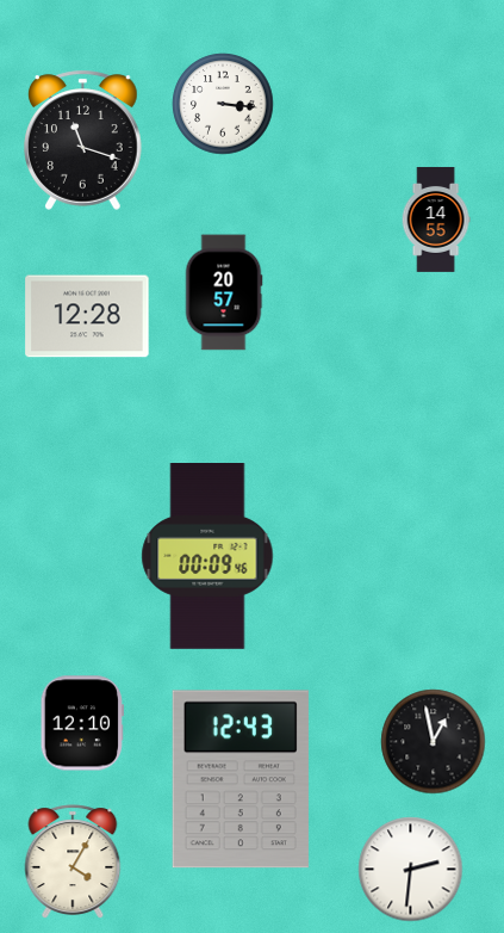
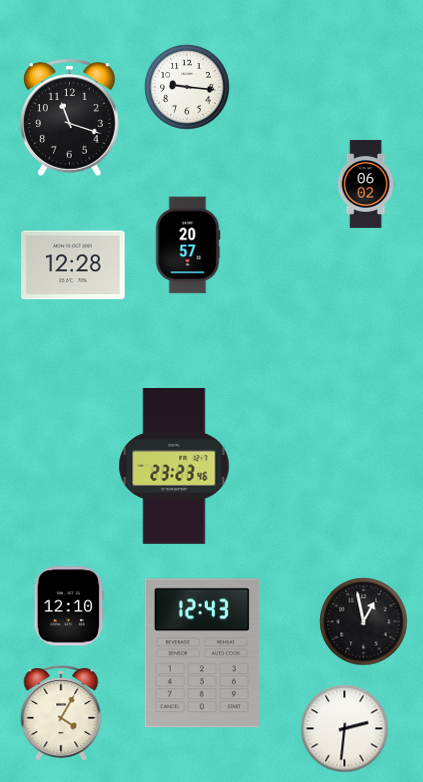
clock at (223, 104): 3:16 -> 9:16
clock at (436, 220): 14:55 -> 06:02
clock at (207, 557): 00:09 -> 23:23
clock at (73, 861) position: (73, 861) -> (61, 713)
